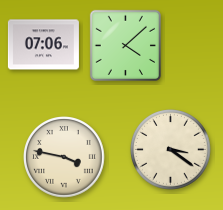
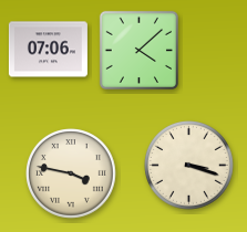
clock at (171, 150): 3:21 -> 3:18
